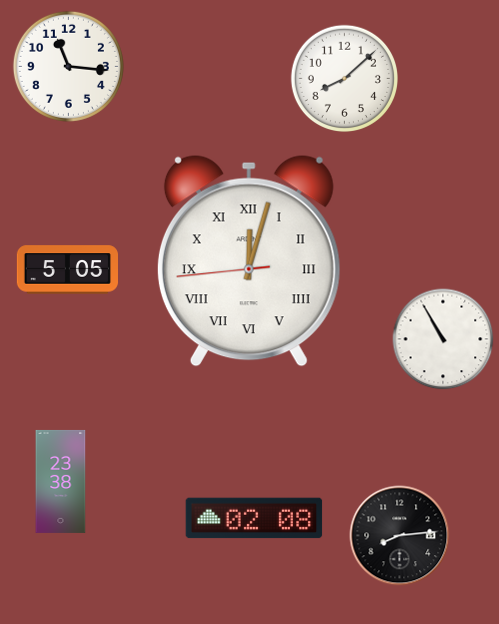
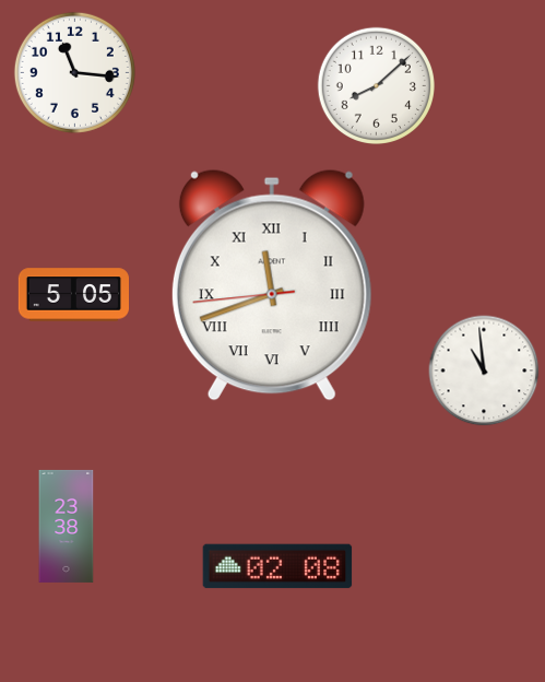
clock at (249, 261): 12:02 -> 11:41
clock at (443, 339): 10:55 -> 10:59
clock at (400, 536): 8:14 -> none
